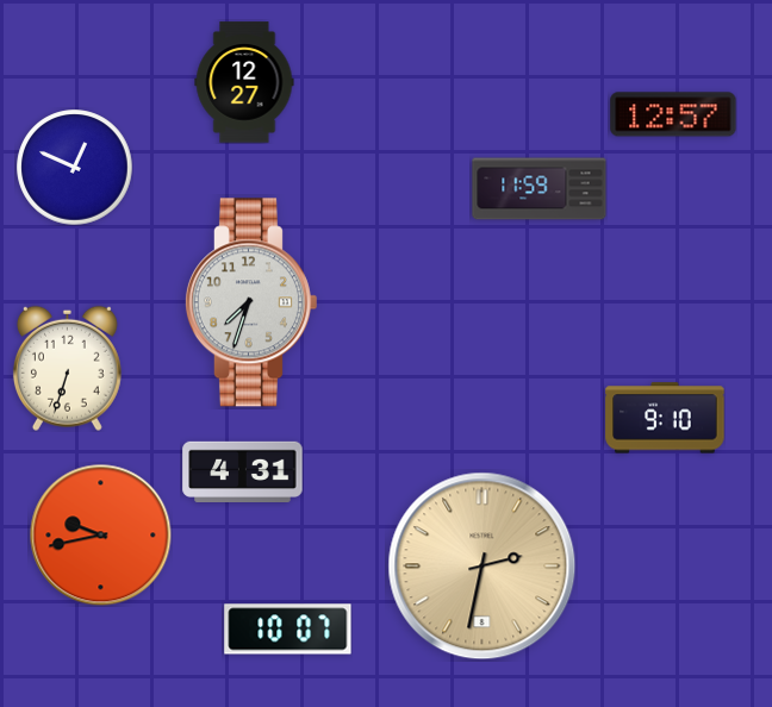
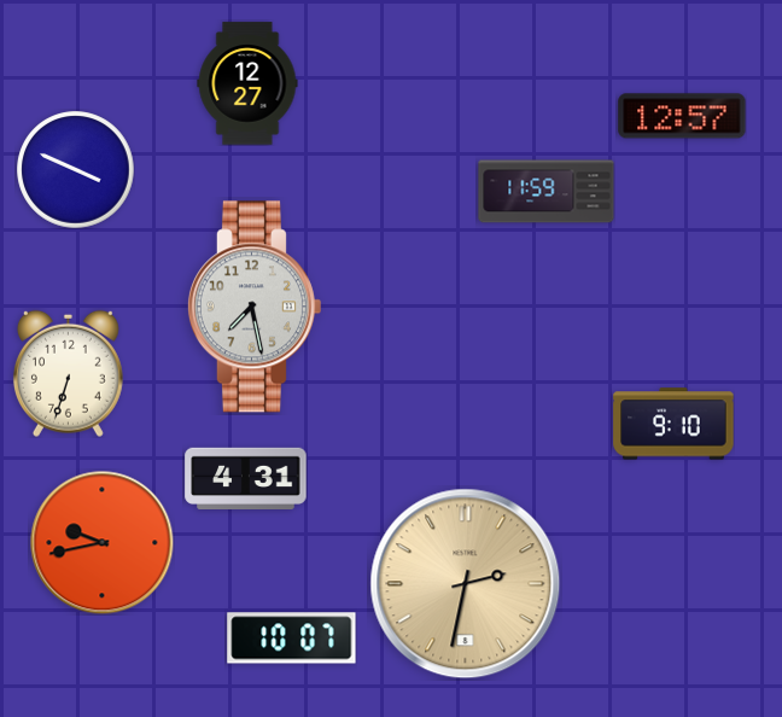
clock at (75, 168): 12:49 -> 3:49
clock at (250, 302): 7:33 -> 7:28
clock at (482, 567) position: (482, 567) -> (466, 584)
